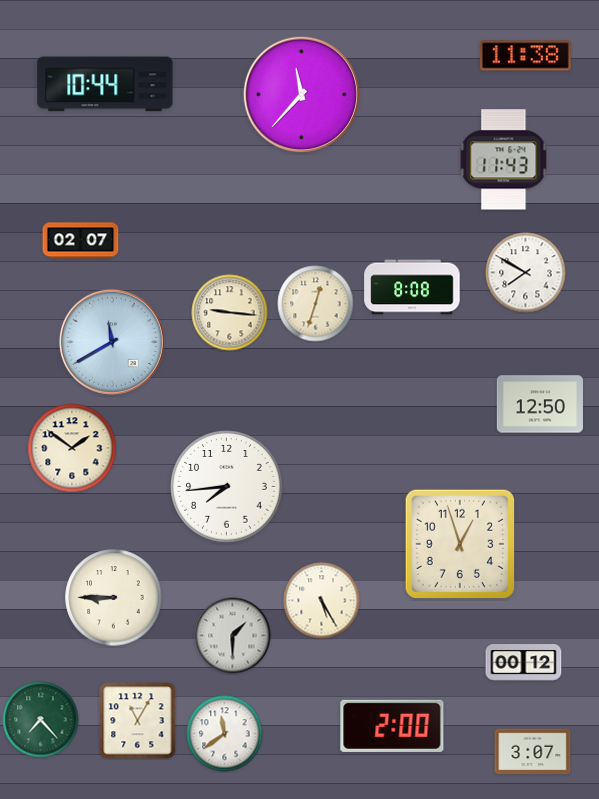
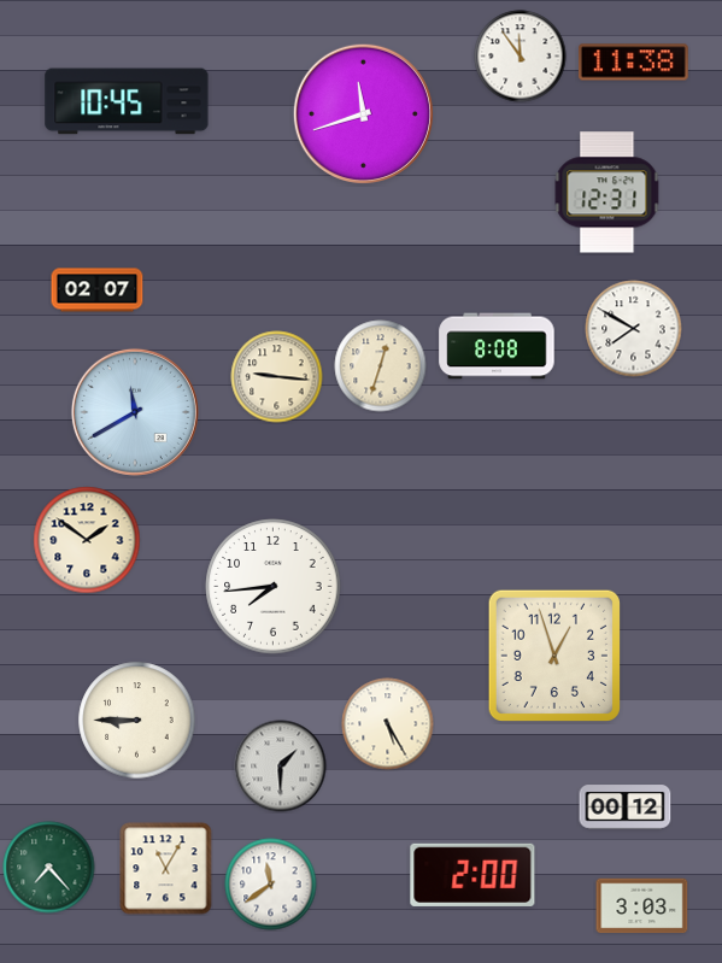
clock at (521, 57): none -> 11:54
clock at (525, 56) position: (525, 56) -> (633, 63)
clock at (105, 84): 10:44 -> 10:45
clock at (301, 94): 11:37 -> 11:42
clock at (504, 160): 11:43 -> 12:31
clock at (540, 404): 12:50 -> none
clock at (524, 663) position: (524, 663) -> (626, 808)
clock at (533, 752): 3:07 -> 3:03
